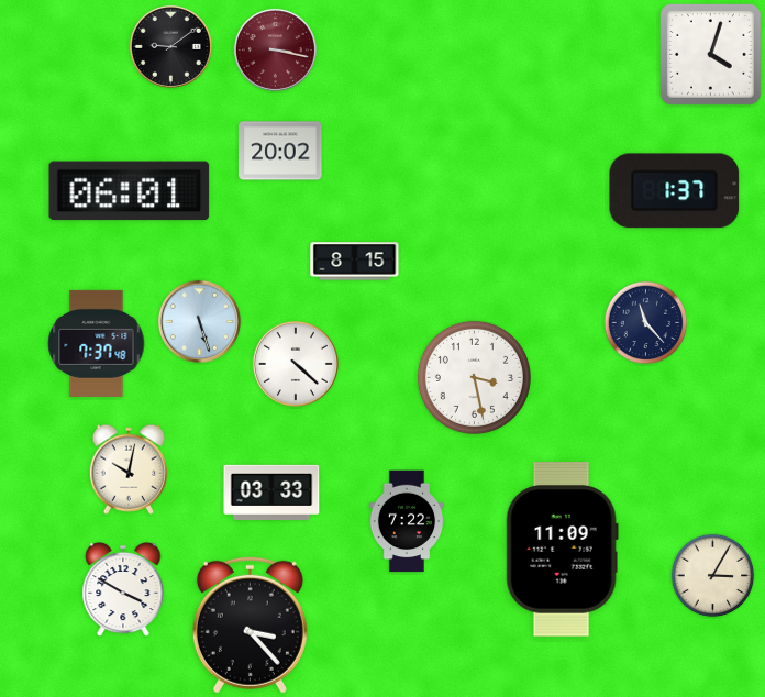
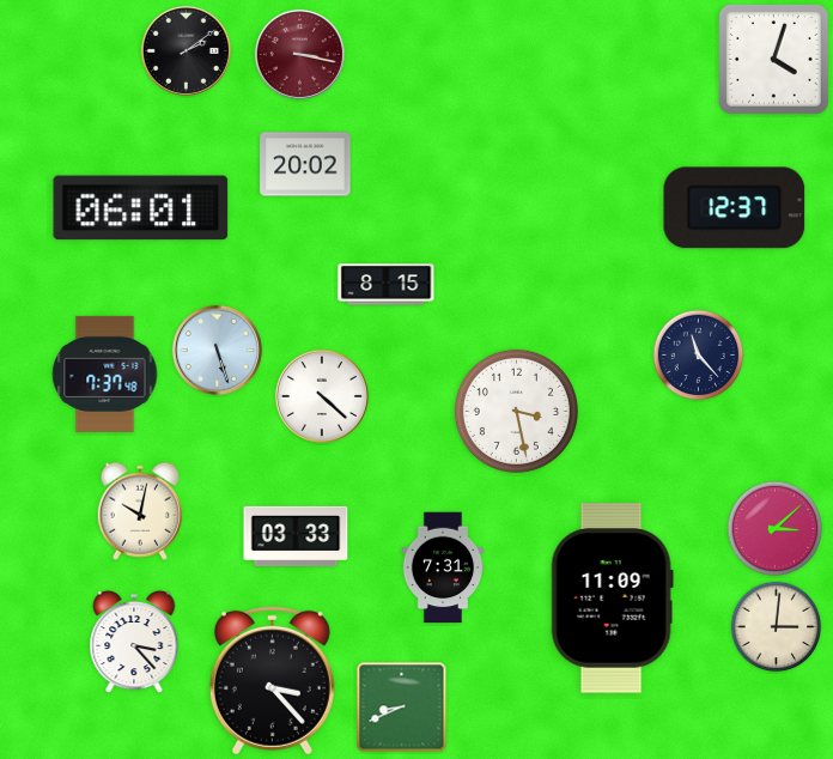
clock at (170, 46): 9:09 -> 2:09
clock at (675, 191): 1:37 -> 12:37
clock at (646, 323) position: (646, 323) -> (699, 356)
clock at (776, 529): none -> 3:08
clock at (407, 521): 7:22 -> 7:31
clock at (713, 576): 3:05 -> 3:01
clock at (123, 589): 3:50 -> 3:23
clock at (402, 708): none -> 8:41
